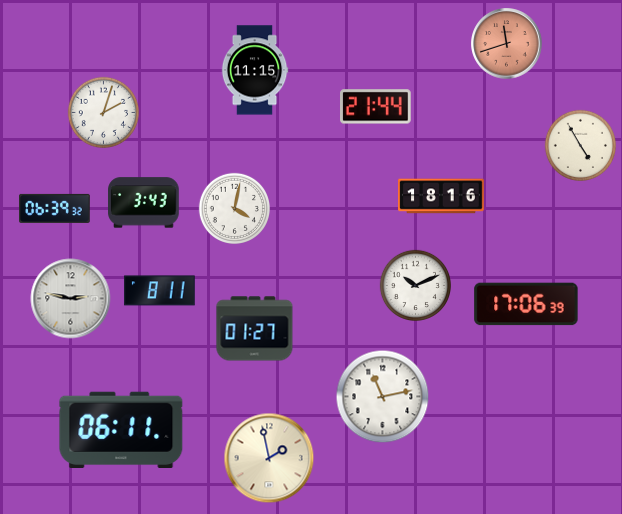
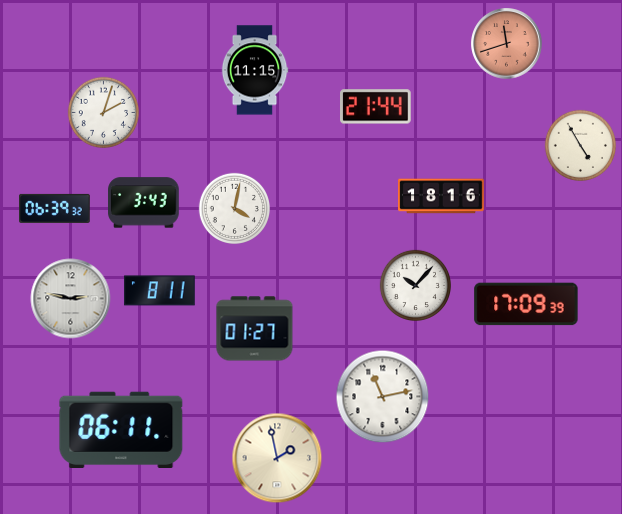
clock at (415, 285): 10:11 -> 10:07
clock at (526, 304): 17:06 -> 17:09
clock at (269, 458) position: (269, 458) -> (277, 458)
